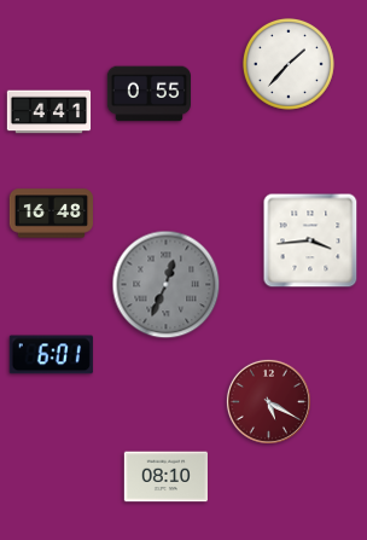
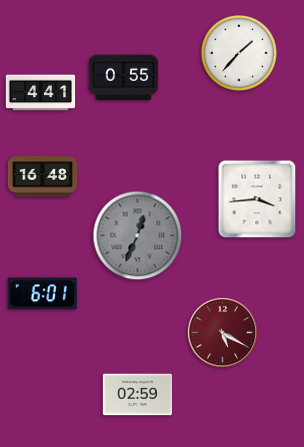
clock at (165, 477): 08:10 -> 02:59
